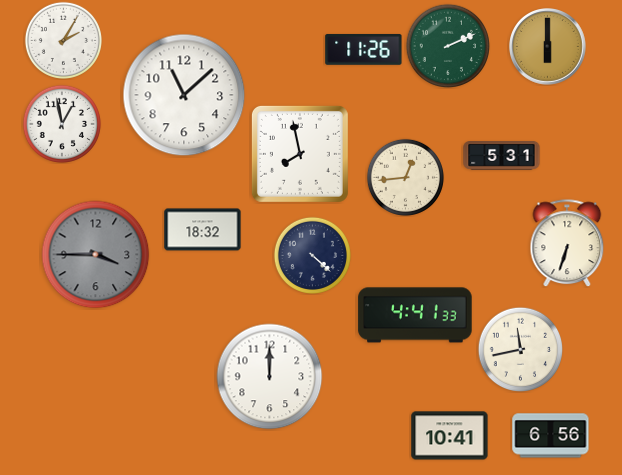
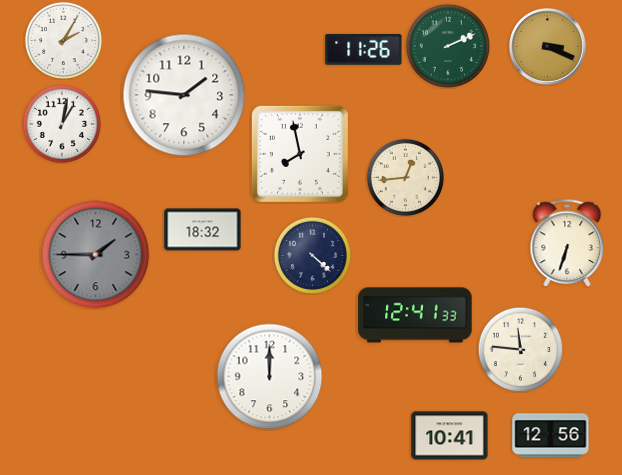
clock at (548, 47): 6:00 -> 3:19
clock at (184, 95): 11:08 -> 1:46
clock at (62, 124): 12:58 -> 1:02
clock at (502, 156): 5:31 -> none
clock at (96, 255): 3:45 -> 1:45
clock at (415, 315): 4:41 -> 12:41
clock at (520, 349): 11:43 -> 11:46
clock at (551, 436): 6:56 -> 12:56
